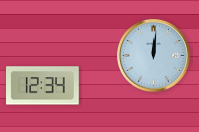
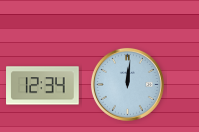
clock at (153, 55) position: (153, 55) -> (127, 84)
